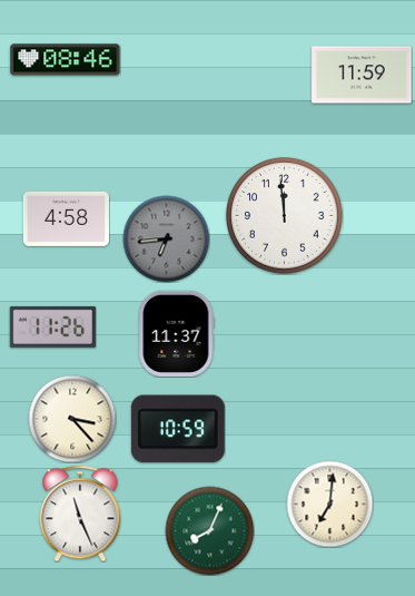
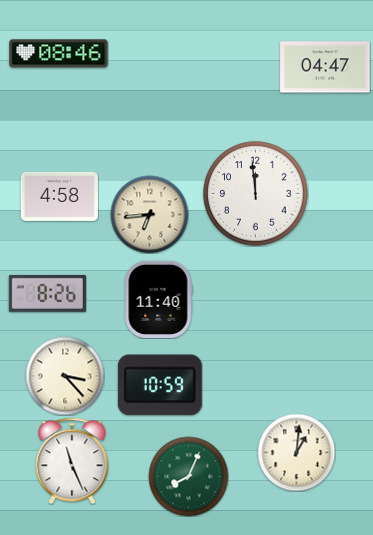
clock at (362, 75): 11:59 -> 04:47
clock at (166, 238) dial: grey -> cream
clock at (52, 326): 11:26 -> 8:26
clock at (177, 333): 11:37 -> 11:40
clock at (329, 504): 7:01 -> 1:01
